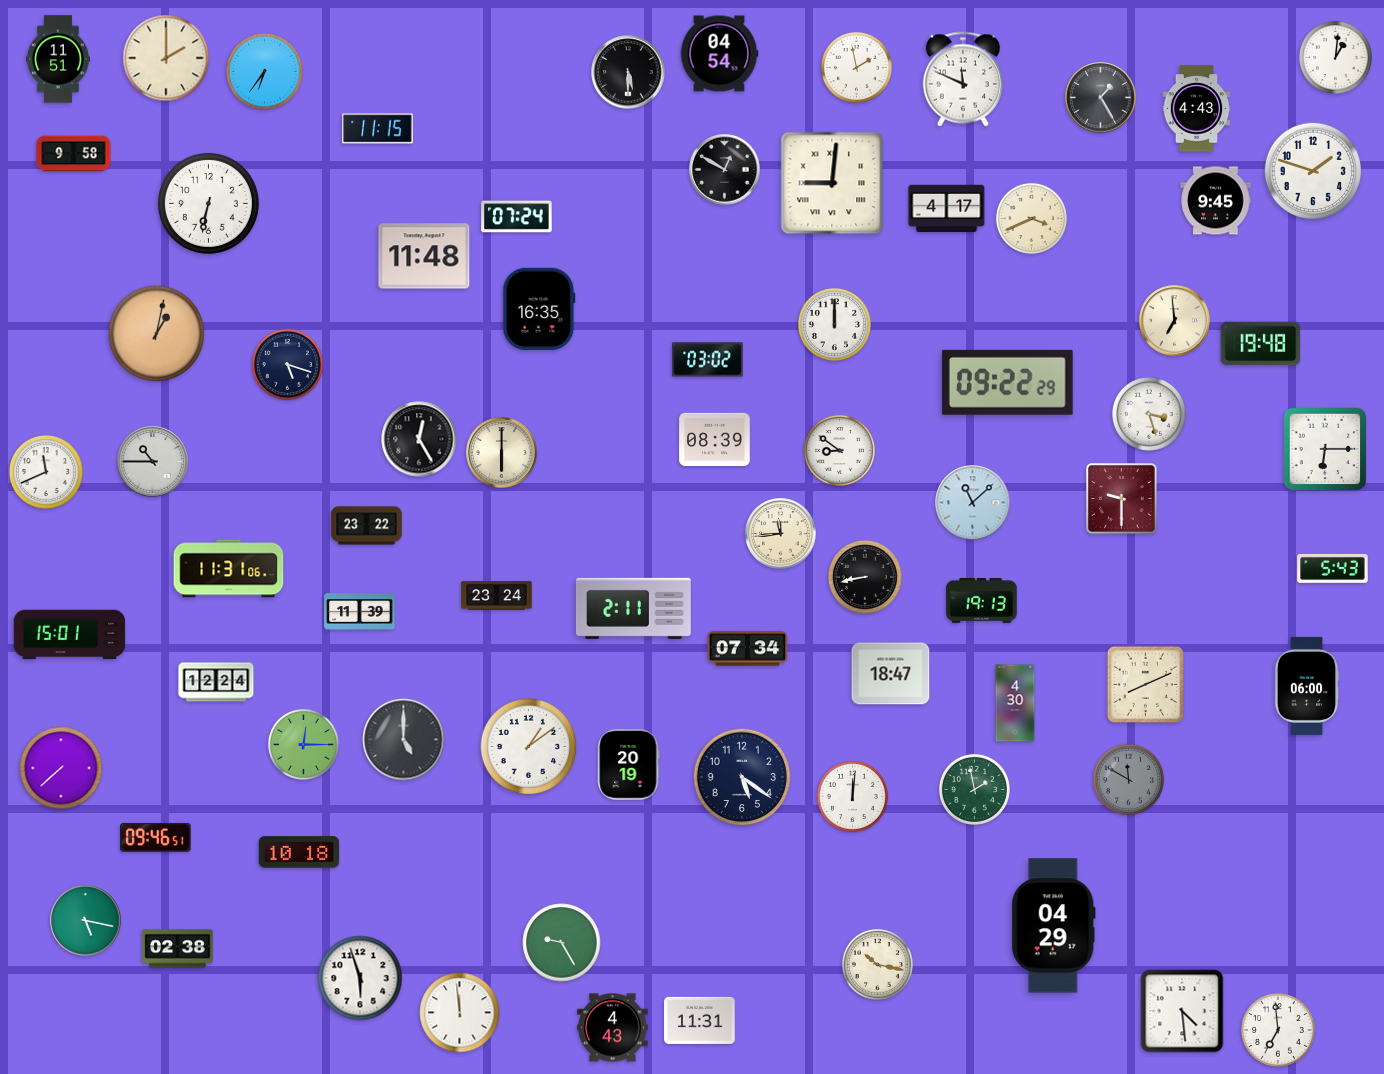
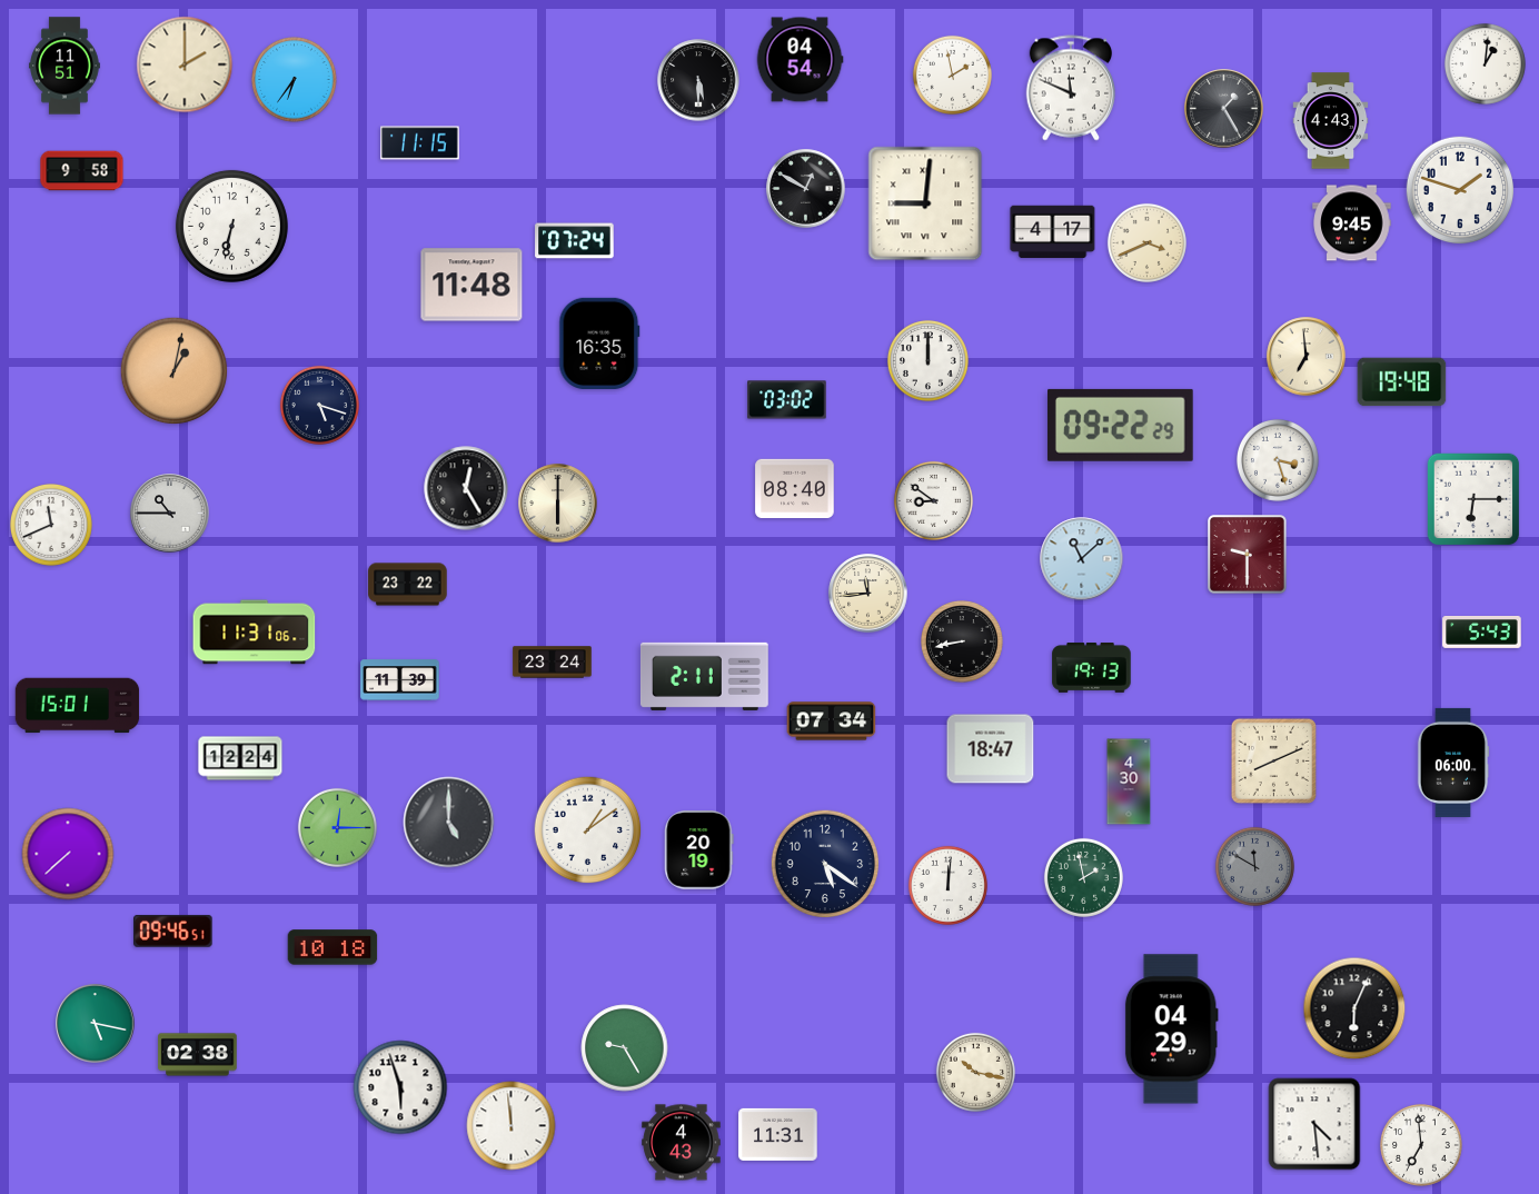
clock at (715, 439): 08:39 -> 08:40
clock at (1354, 1008): none -> 6:04
